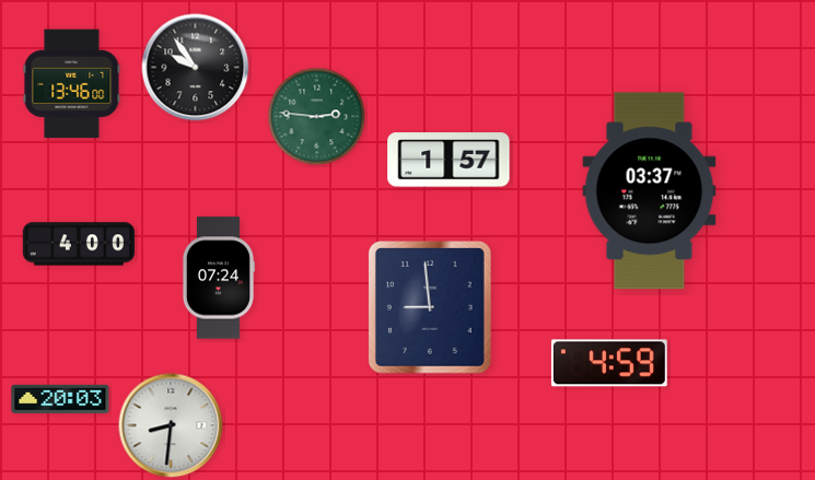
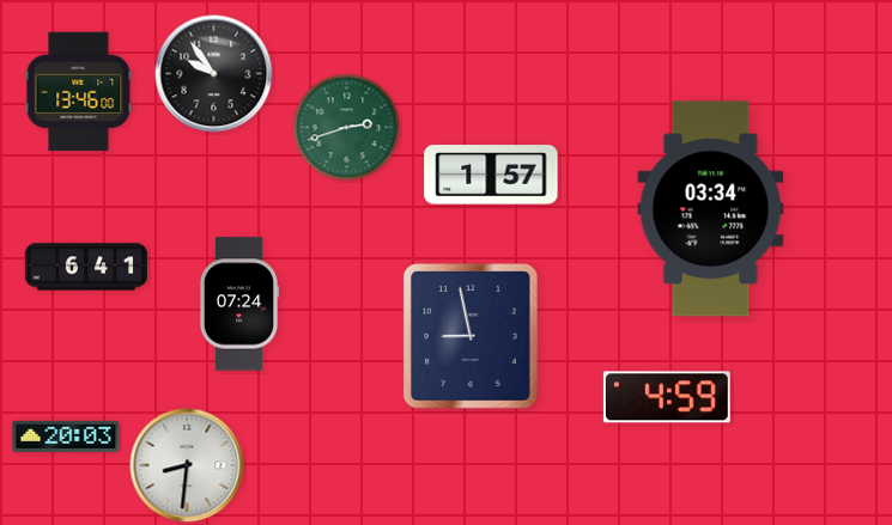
clock at (317, 117): 2:46 -> 2:42
clock at (650, 191): 03:37 -> 03:34
clock at (79, 244): 4:00 -> 6:41
clock at (430, 307): 8:59 -> 8:58
